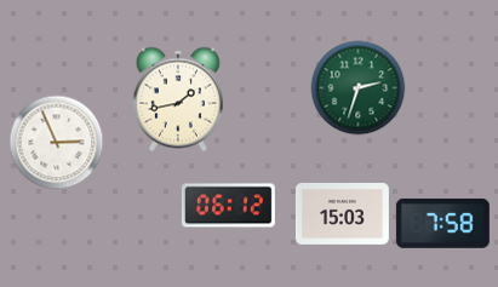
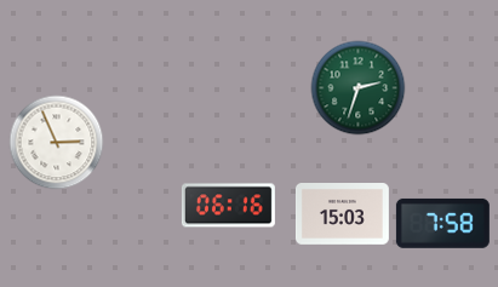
clock at (178, 99): 1:43 -> none
clock at (228, 206): 06:12 -> 06:16
